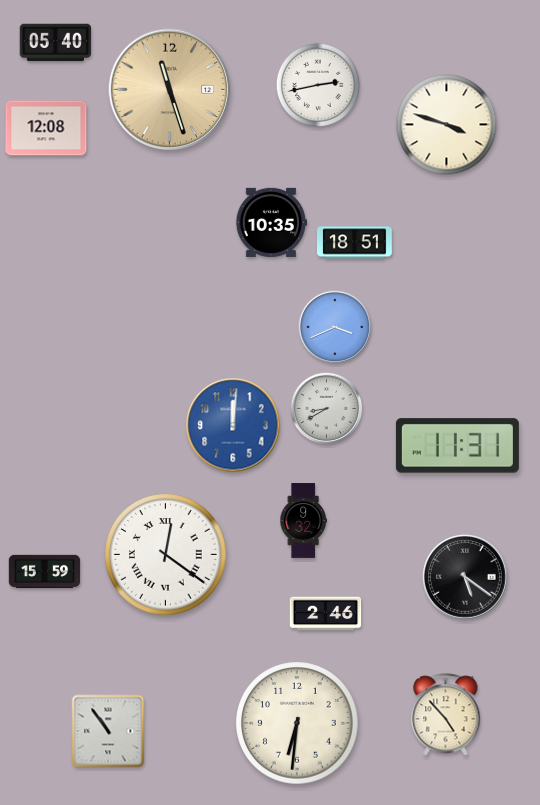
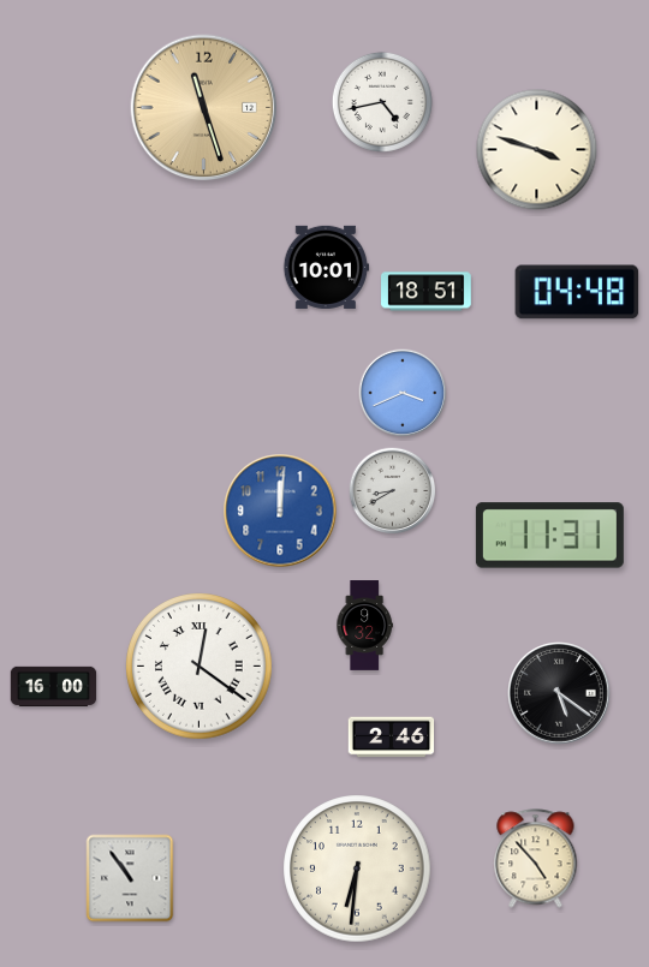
clock at (56, 43): 05:40 -> none
clock at (318, 85): 2:43 -> 4:43
clock at (46, 128): 12:08 -> none
clock at (271, 222): 10:35 -> 10:01
clock at (577, 292): none -> 04:48
clock at (45, 572): 15:59 -> 16:00
